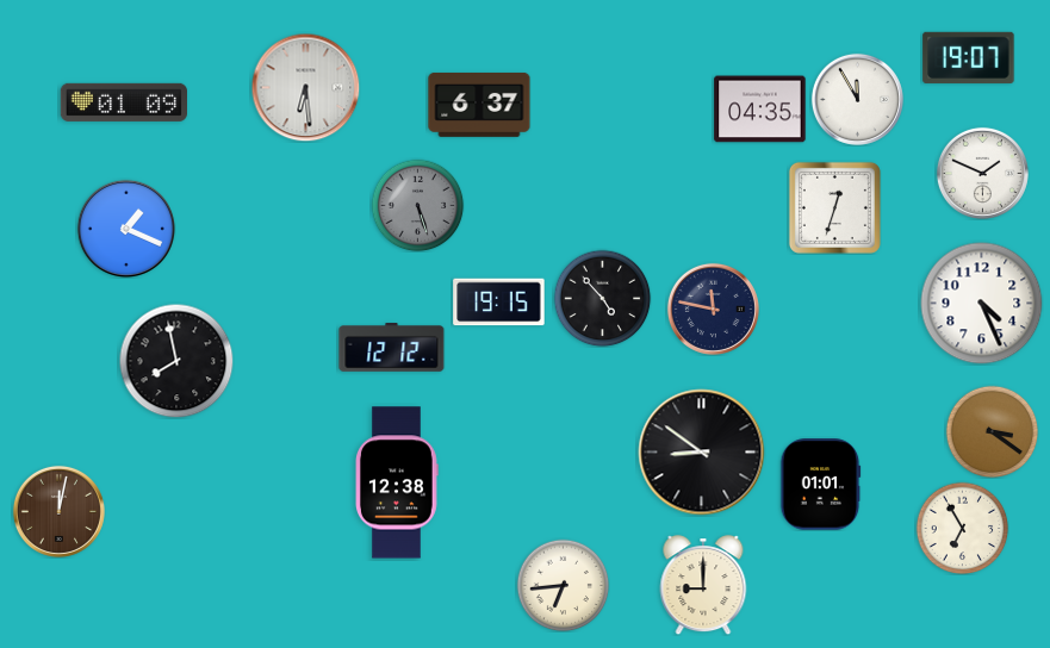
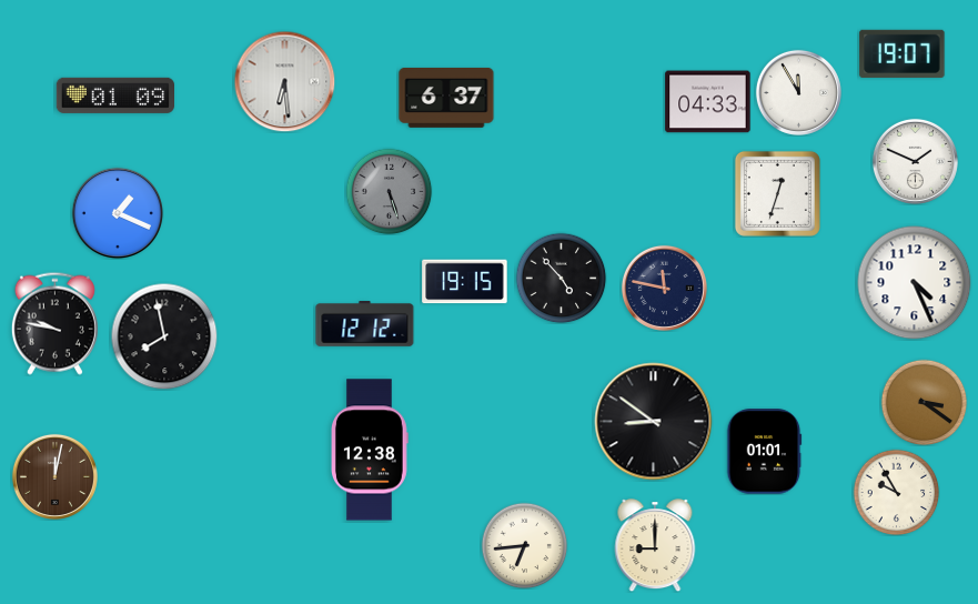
clock at (760, 110): 04:35 -> 04:33
clock at (54, 323): none -> 9:47
clock at (962, 528): 6:55 -> 9:55
